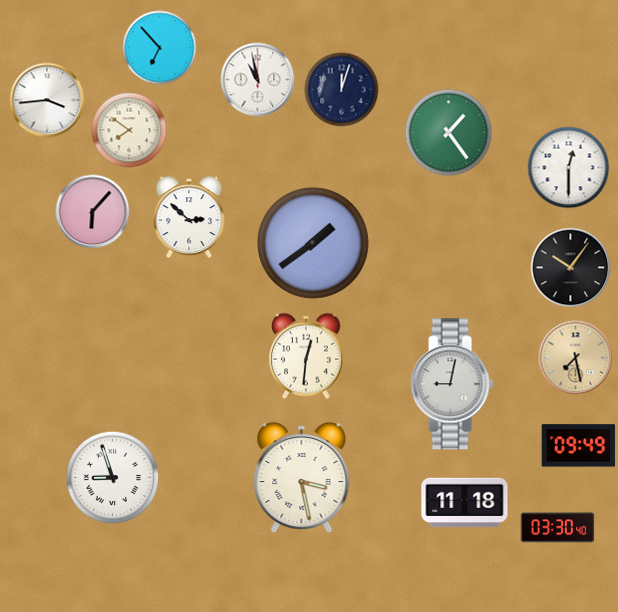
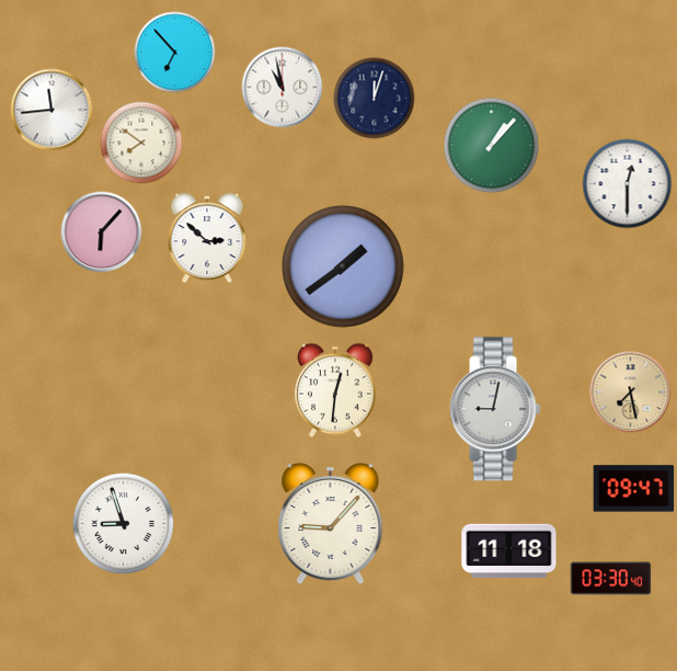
clock at (47, 100): 3:44 -> 11:44
clock at (449, 133): 1:24 -> 1:07
clock at (569, 168) position: (569, 168) -> (628, 184)
clock at (571, 268): 10:06 -> none
clock at (452, 384) position: (452, 384) -> (495, 409)
clock at (579, 446): 09:49 -> 09:47
clock at (302, 478): 3:28 -> 9:07
